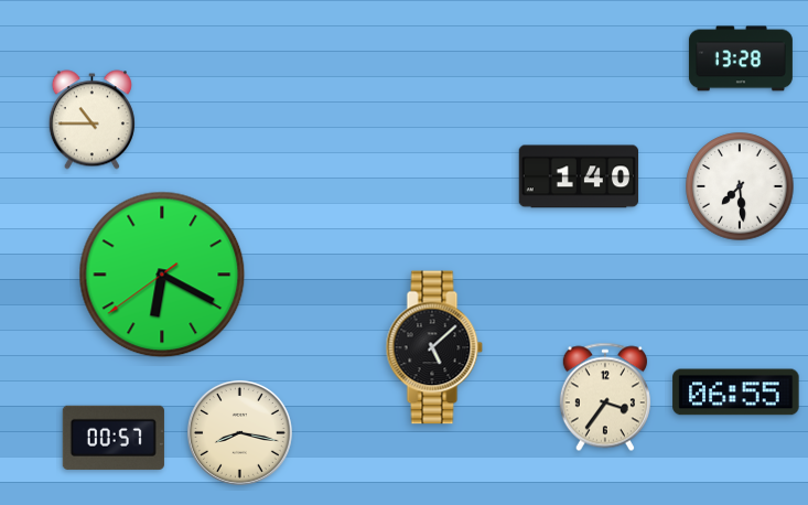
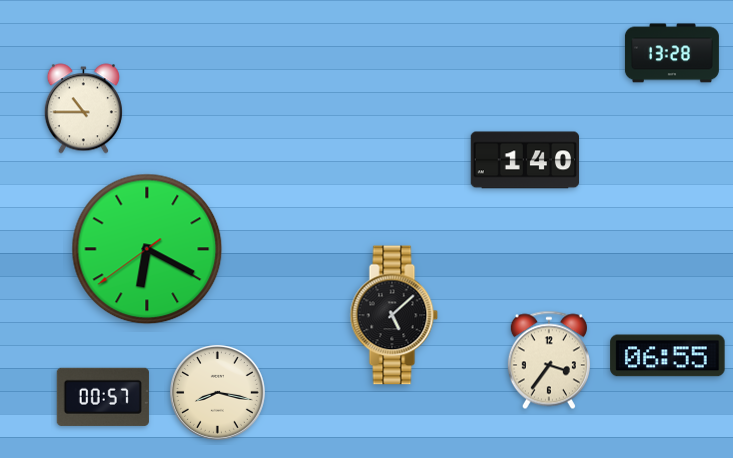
clock at (740, 186): 7:29 -> none
